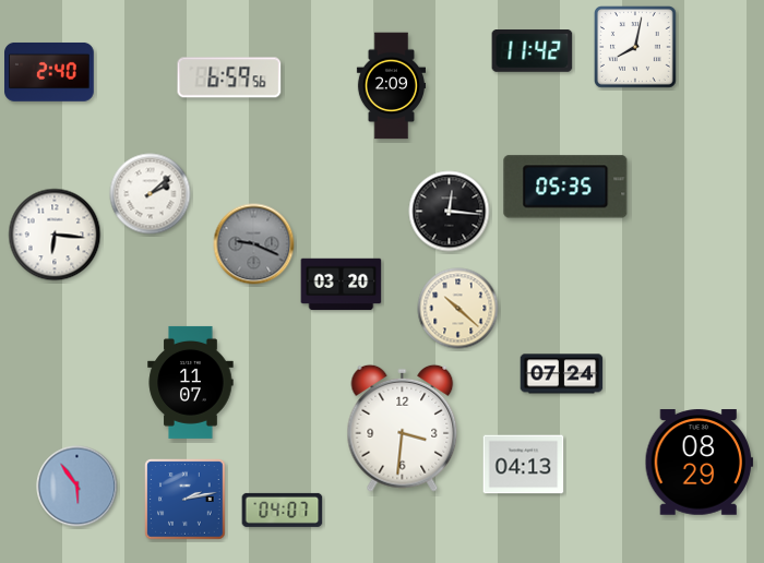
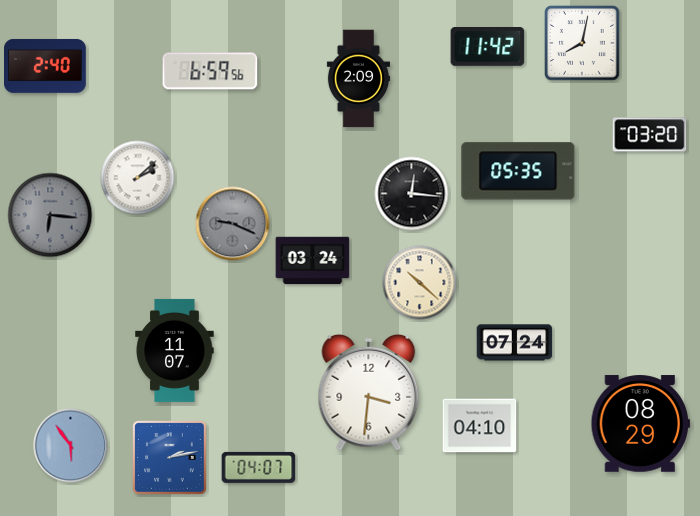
clock at (650, 135): none -> 03:20
clock at (55, 235) dial: white -> grey
clock at (342, 285): 03:20 -> 03:24
clock at (524, 465): 04:13 -> 04:10
